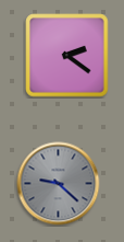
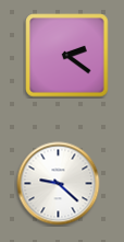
clock at (59, 184) dial: grey -> white
